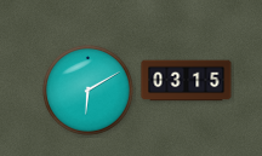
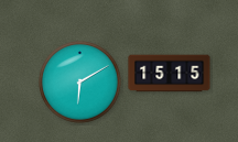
clock at (187, 81): 03:15 -> 15:15
